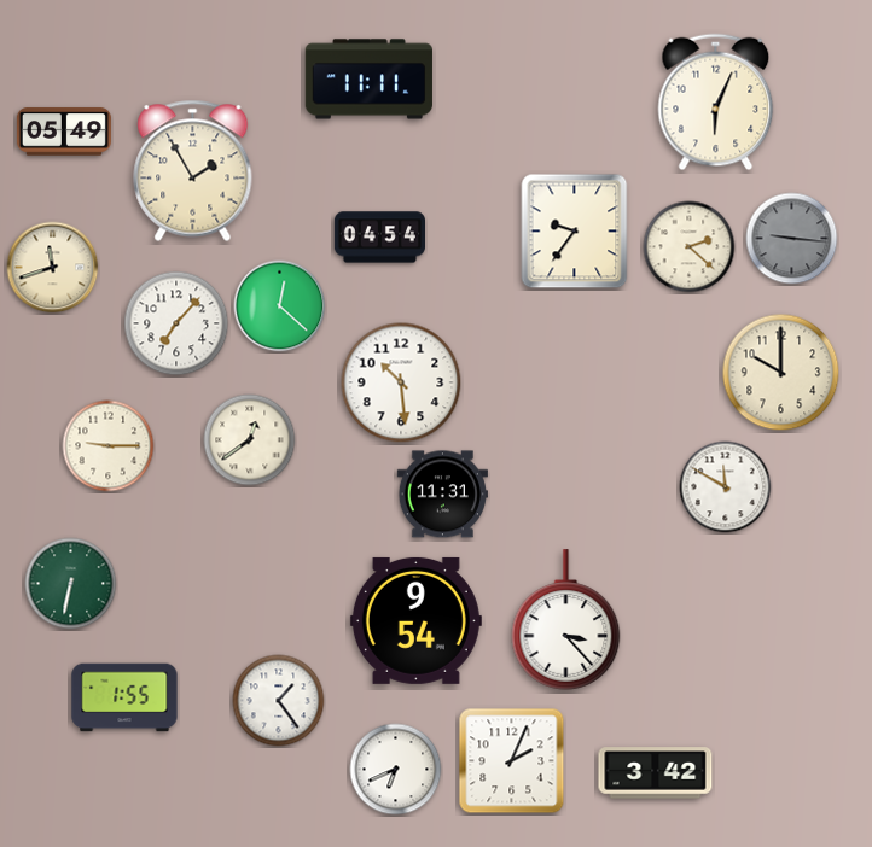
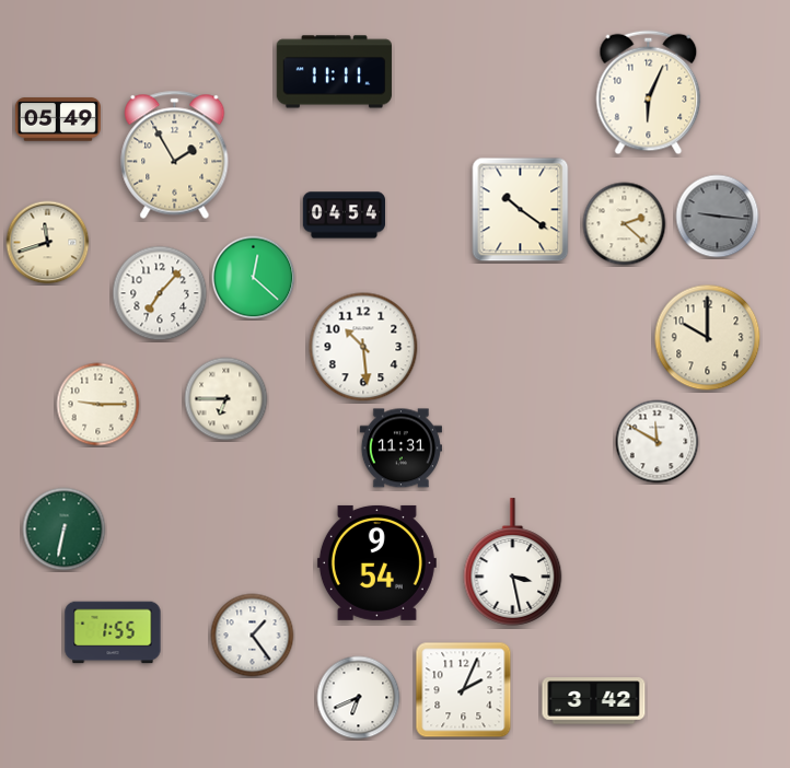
clock at (575, 232): 9:36 -> 10:21
clock at (250, 440): 12:39 -> 6:45
clock at (566, 620): 3:23 -> 3:28
